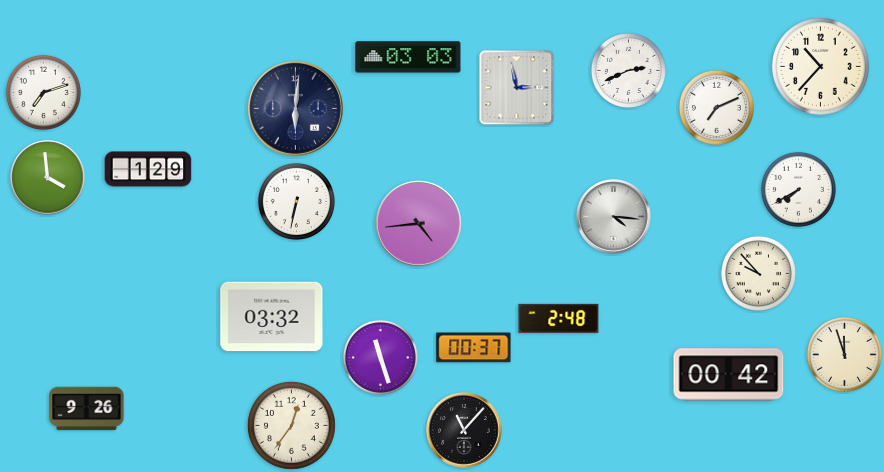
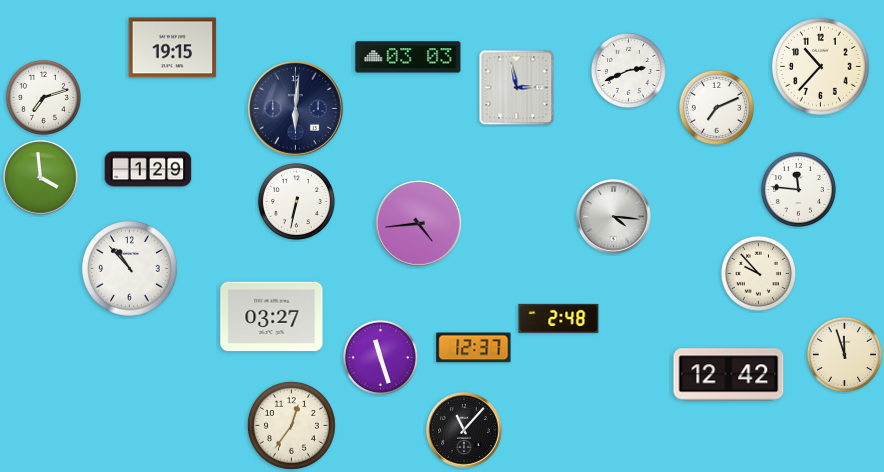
clock at (173, 48): none -> 19:15
clock at (43, 92) position: (43, 92) -> (43, 97)
clock at (48, 178) position: (48, 178) -> (41, 178)
clock at (798, 189): 7:40 -> 11:46
clock at (130, 269): none -> 10:53
clock at (272, 317): 03:32 -> 03:27
clock at (474, 348): 00:37 -> 12:37
clock at (729, 375): 00:42 -> 12:42
clock at (87, 409): 9:26 -> none
